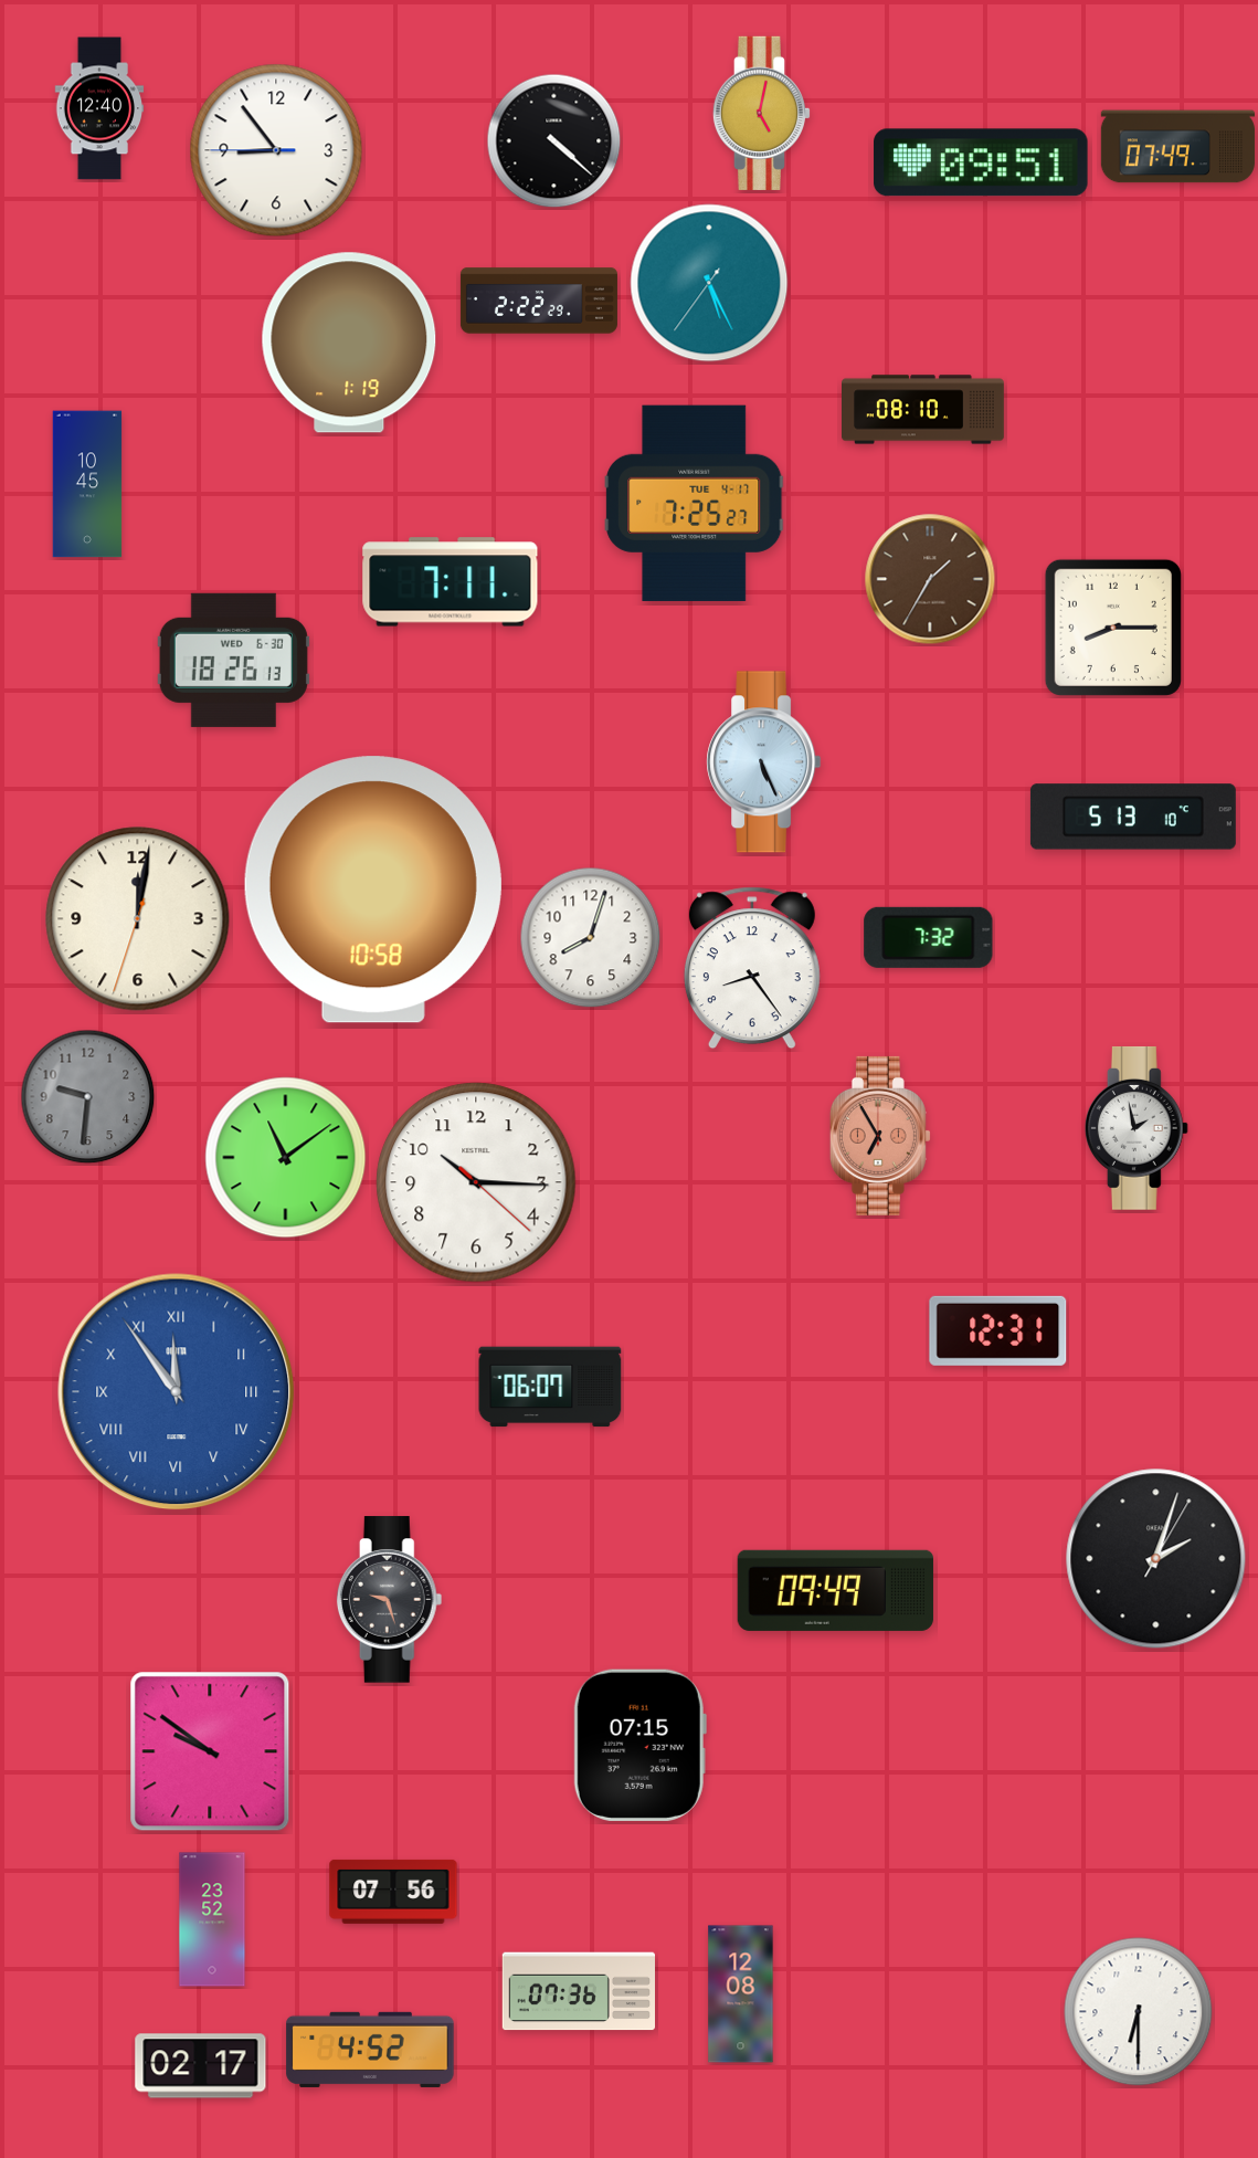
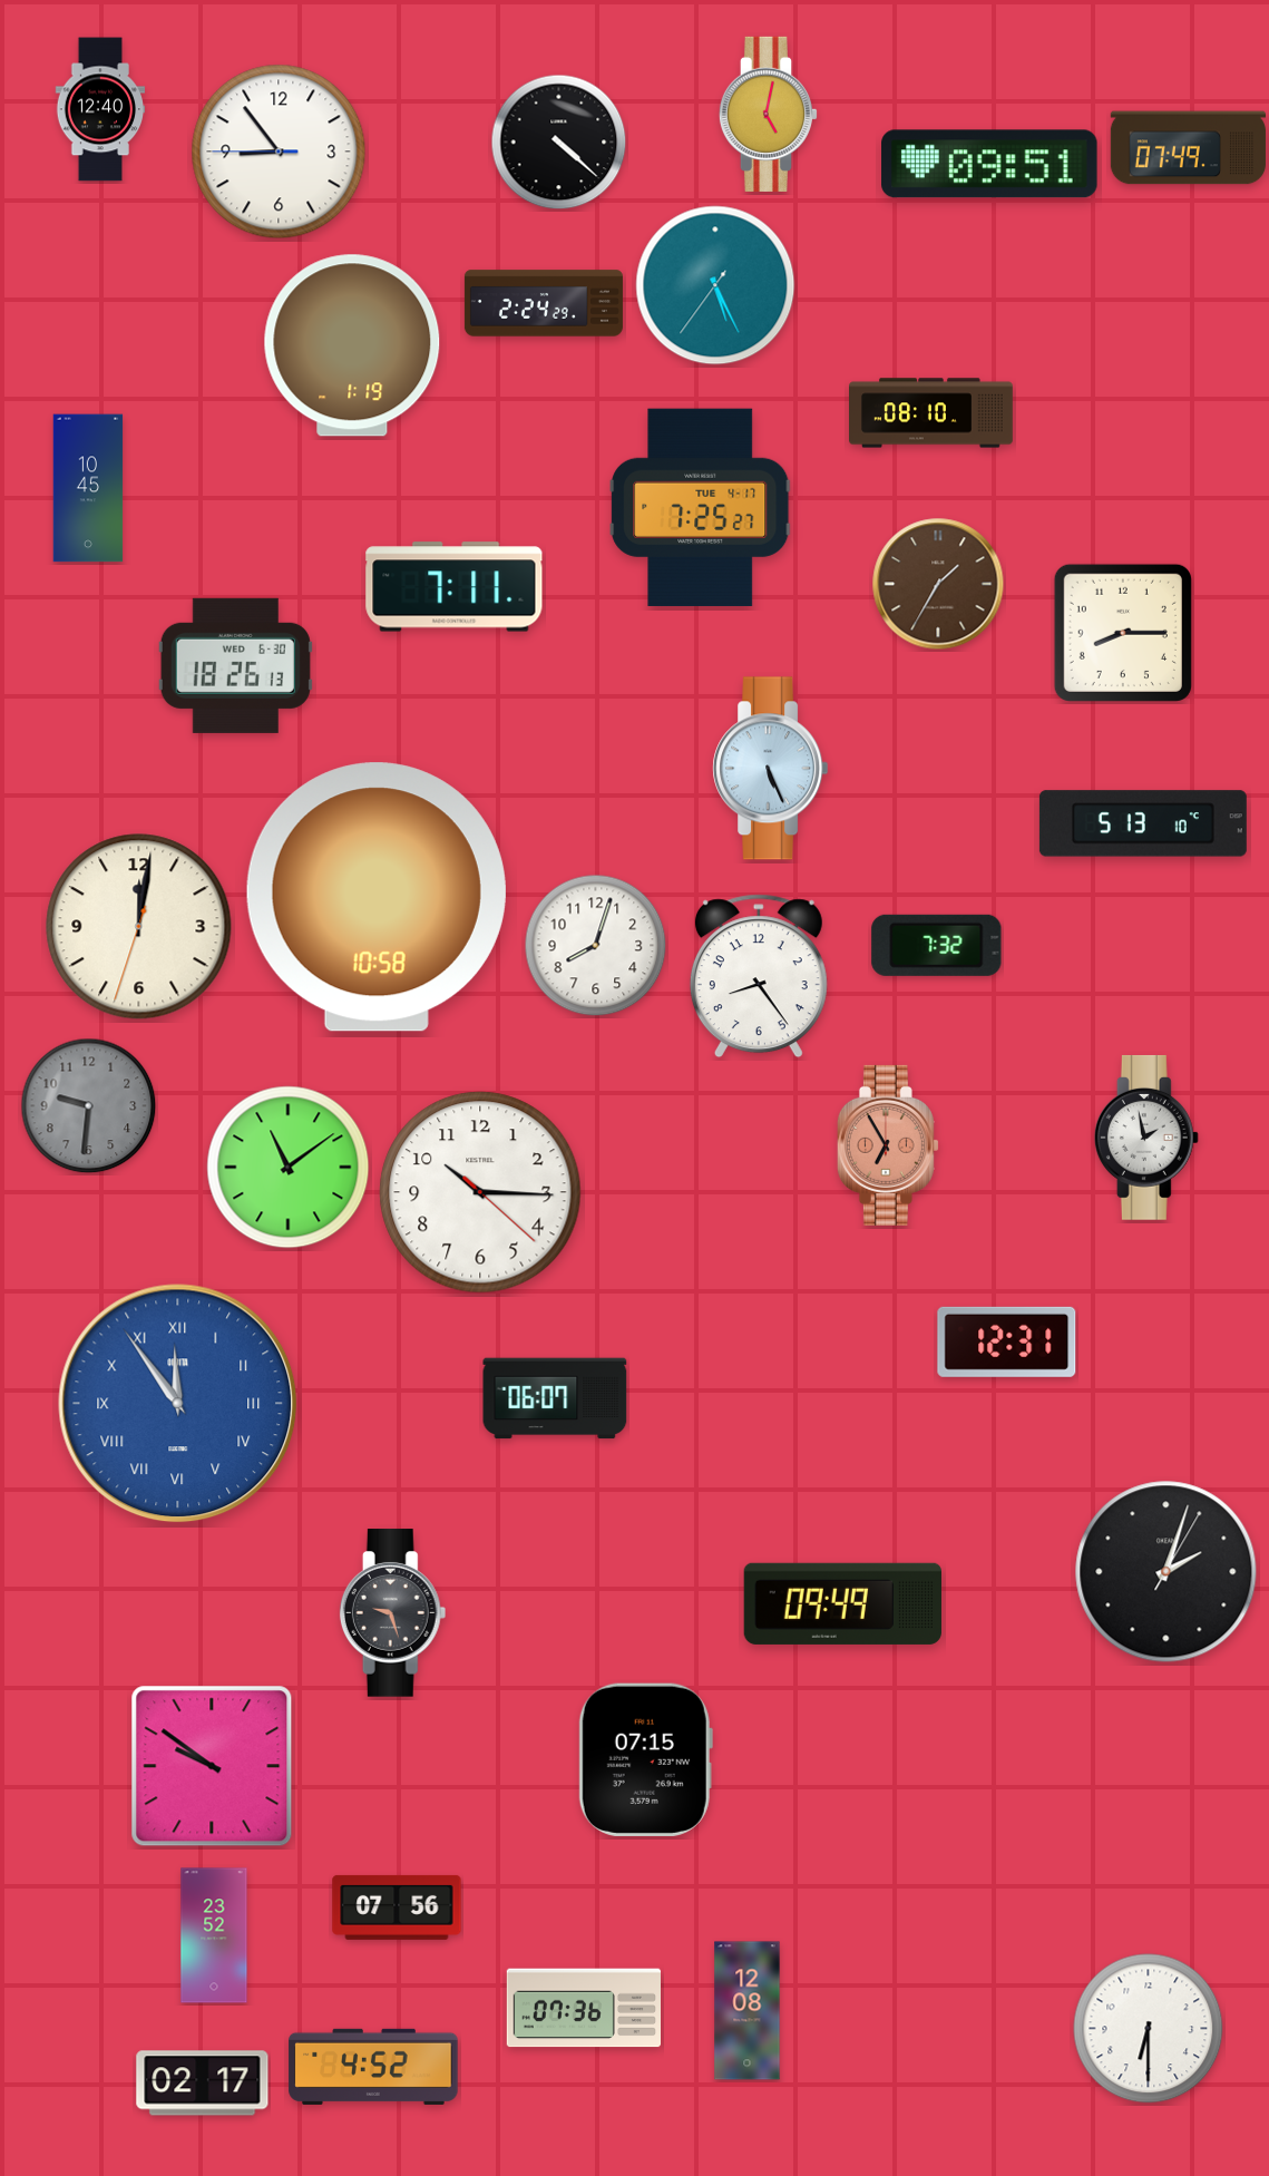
clock at (539, 301): 2:22 -> 2:24
